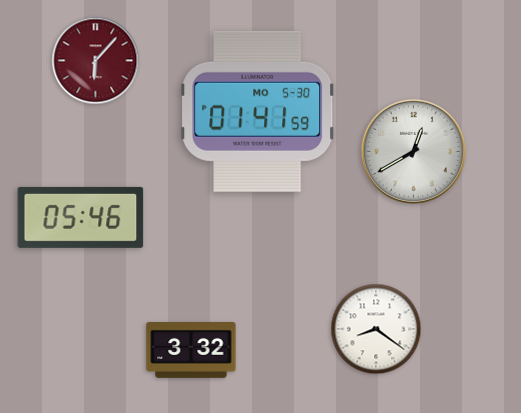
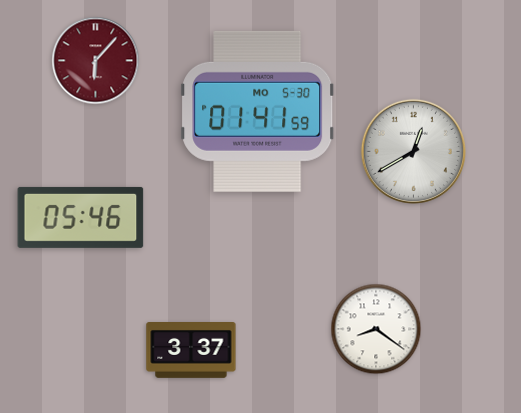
clock at (191, 351): 3:32 -> 3:37
